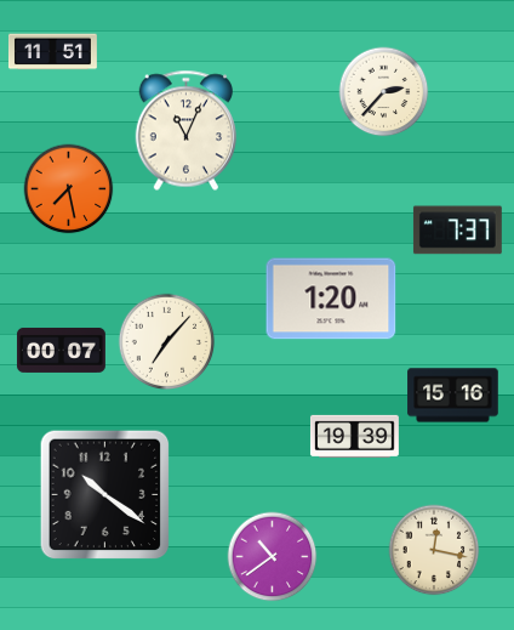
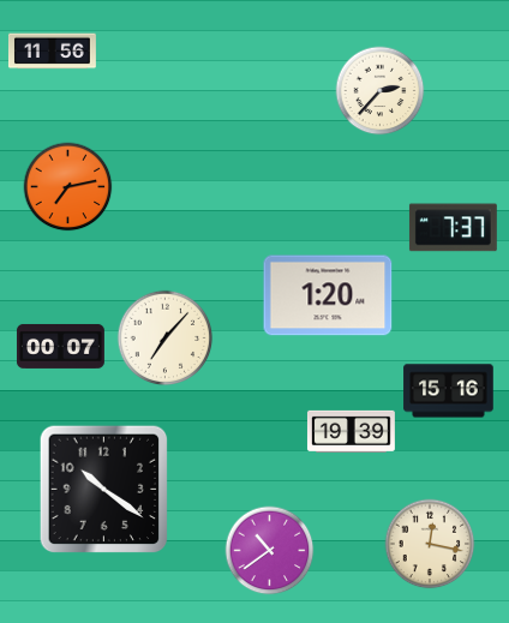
clock at (52, 52): 11:51 -> 11:56
clock at (185, 131): 11:04 -> none
clock at (69, 189): 7:28 -> 7:13
